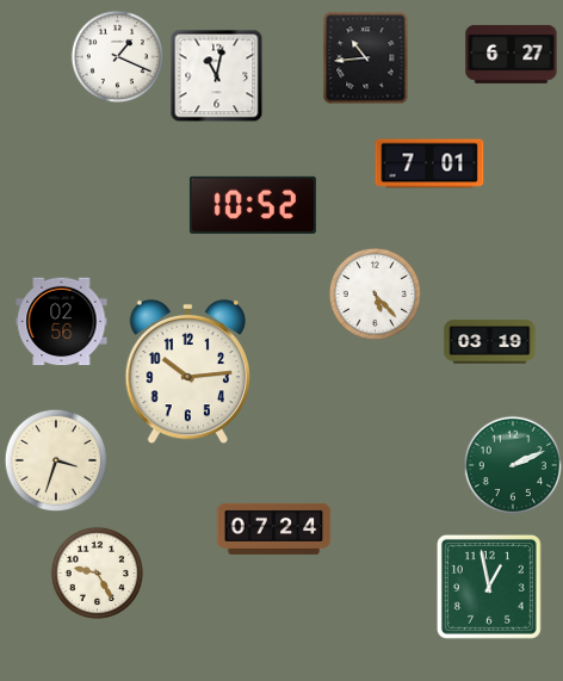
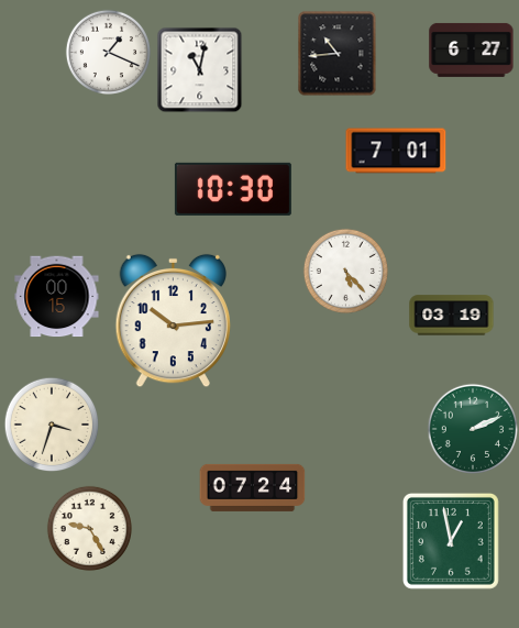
clock at (253, 205): 10:52 -> 10:30
clock at (62, 322): 02:56 -> 00:15
clock at (188, 372) position: (188, 372) -> (174, 321)
